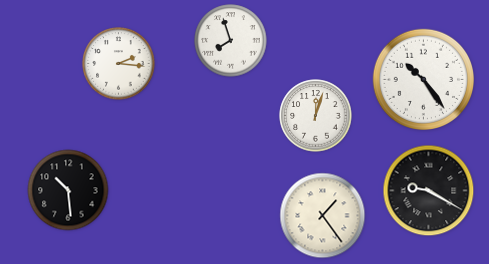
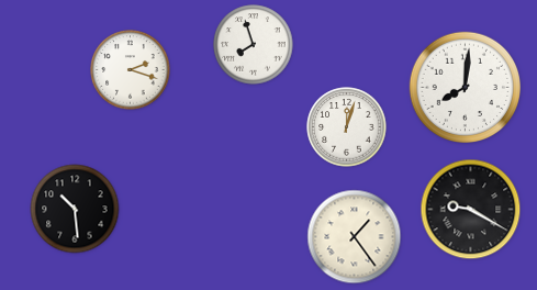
clock at (119, 64): 2:16 -> 2:18
clock at (423, 79): 10:24 -> 8:01
